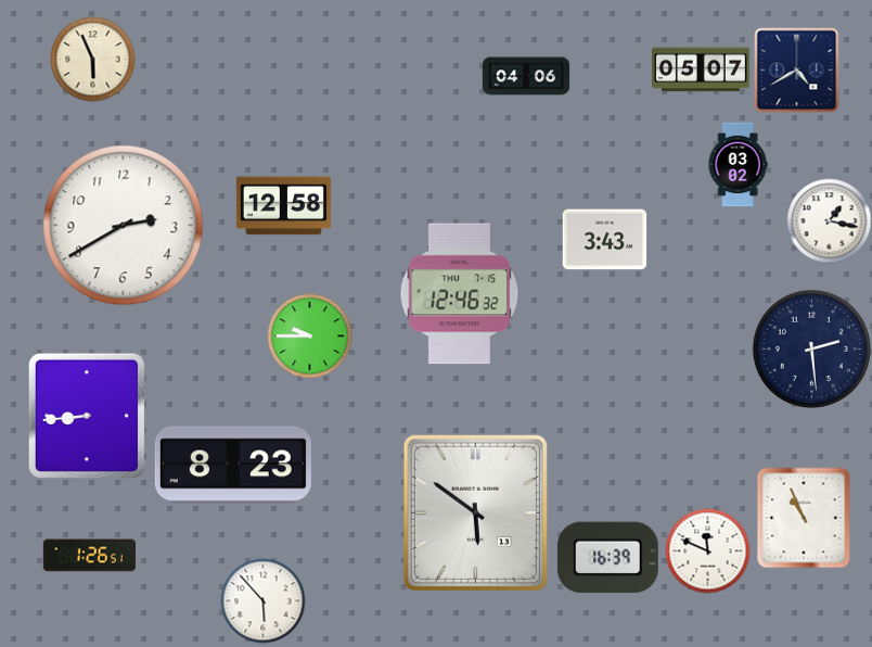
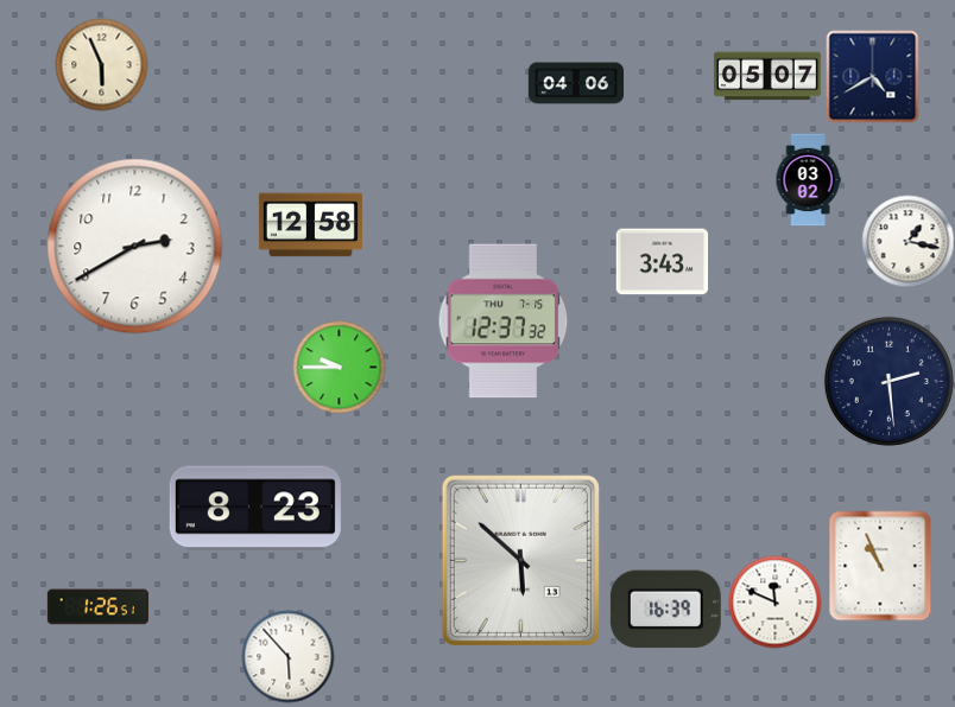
clock at (460, 294): 12:46 -> 12:37
clock at (86, 415): 8:44 -> none
clock at (475, 512): 5:51 -> 5:52
